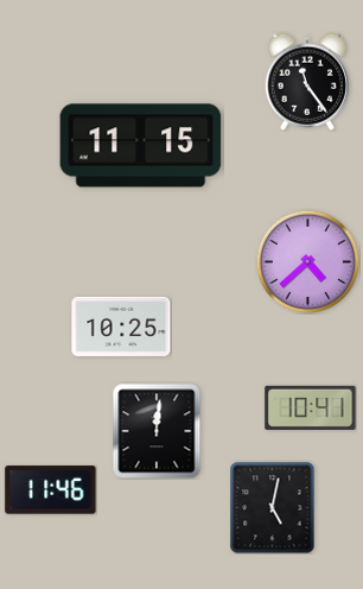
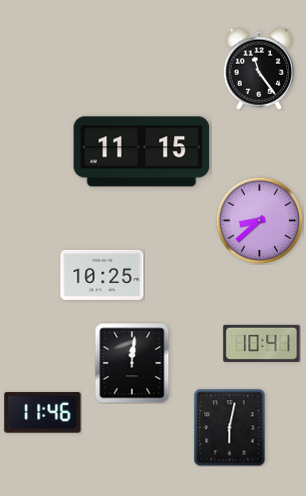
clock at (141, 146) position: (141, 146) -> (142, 152)
clock at (307, 261): 4:38 -> 8:38
clock at (273, 507): 5:02 -> 6:02
